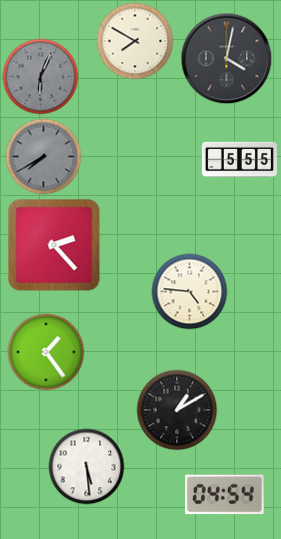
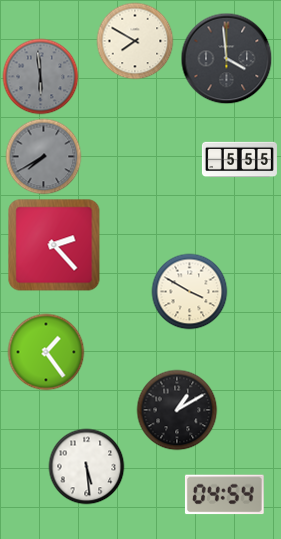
clock at (227, 59): 4:02 -> 3:59
clock at (41, 77): 6:04 -> 5:59
clock at (190, 292): 4:46 -> 3:50
